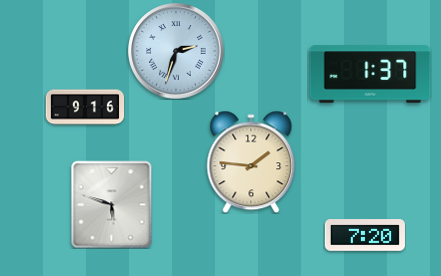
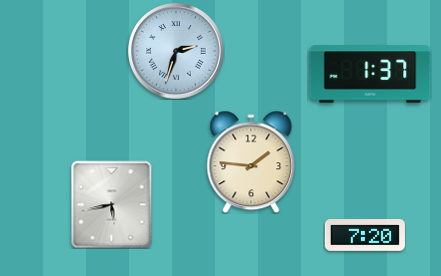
clock at (85, 107): 9:16 -> none
clock at (112, 204): 5:48 -> 5:43
